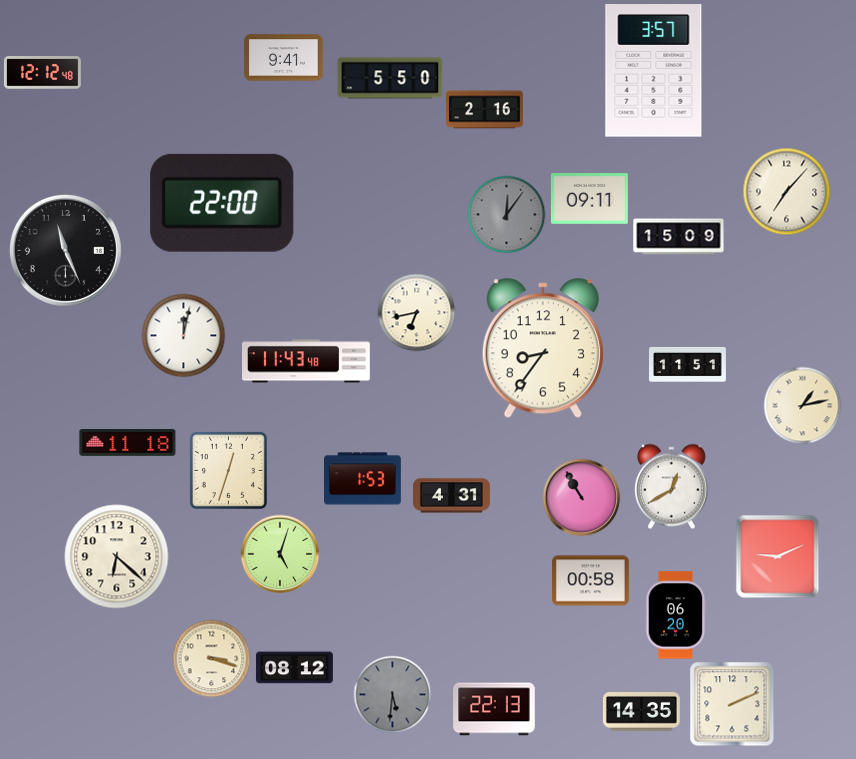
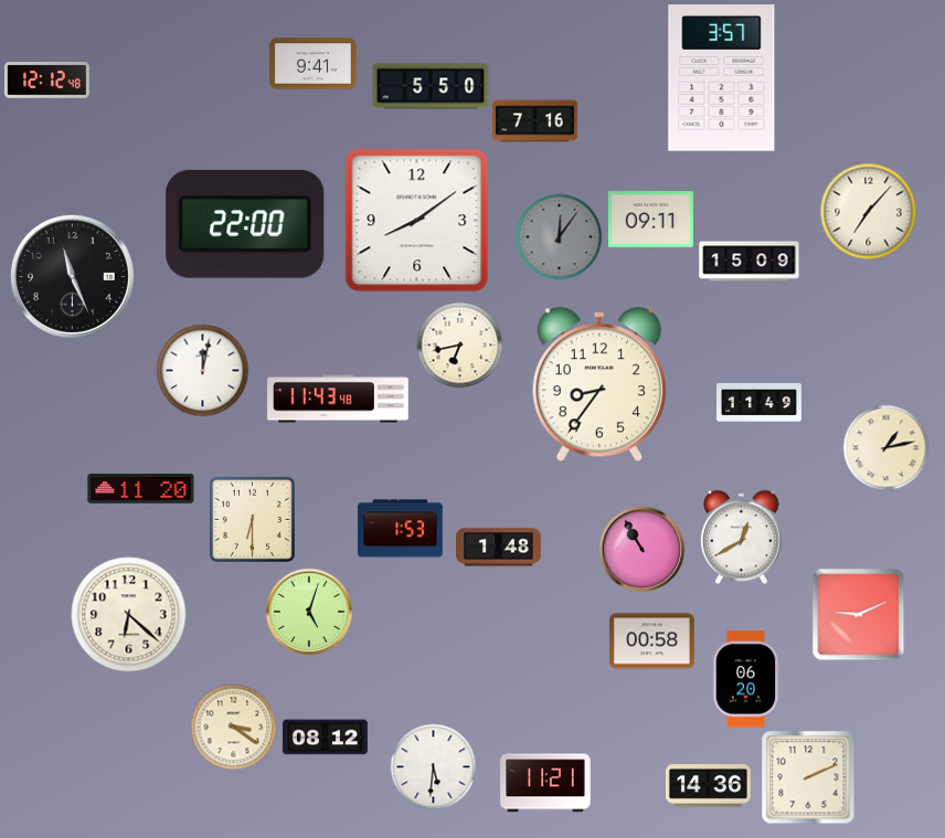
clock at (485, 110): 2:16 -> 7:16
clock at (417, 221): none -> 8:09
clock at (688, 364): 11:51 -> 11:49
clock at (128, 443): 11:18 -> 11:20
clock at (228, 470): 12:33 -> 6:30
clock at (452, 496): 4:31 -> 1:48
clock at (211, 658): 3:18 -> 3:21
clock at (392, 694) dial: grey -> white
clock at (494, 709): 22:13 -> 11:21
clock at (641, 712): 14:35 -> 14:36
